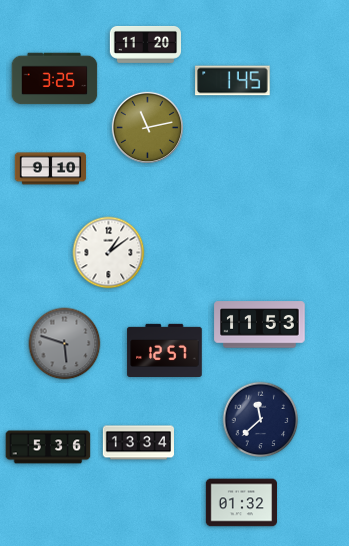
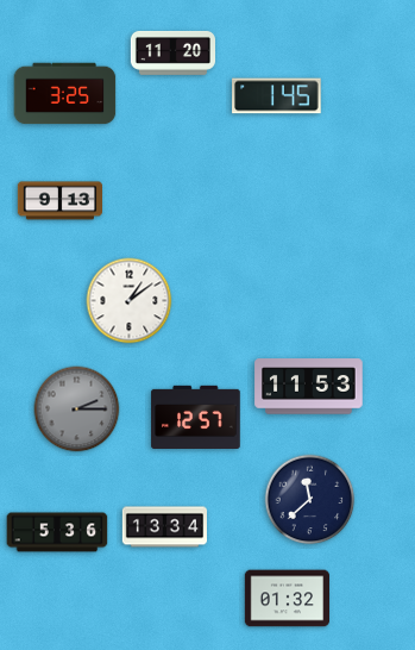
clock at (147, 127): 11:13 -> none
clock at (50, 169): 9:10 -> 9:13
clock at (65, 344): 5:48 -> 2:15
